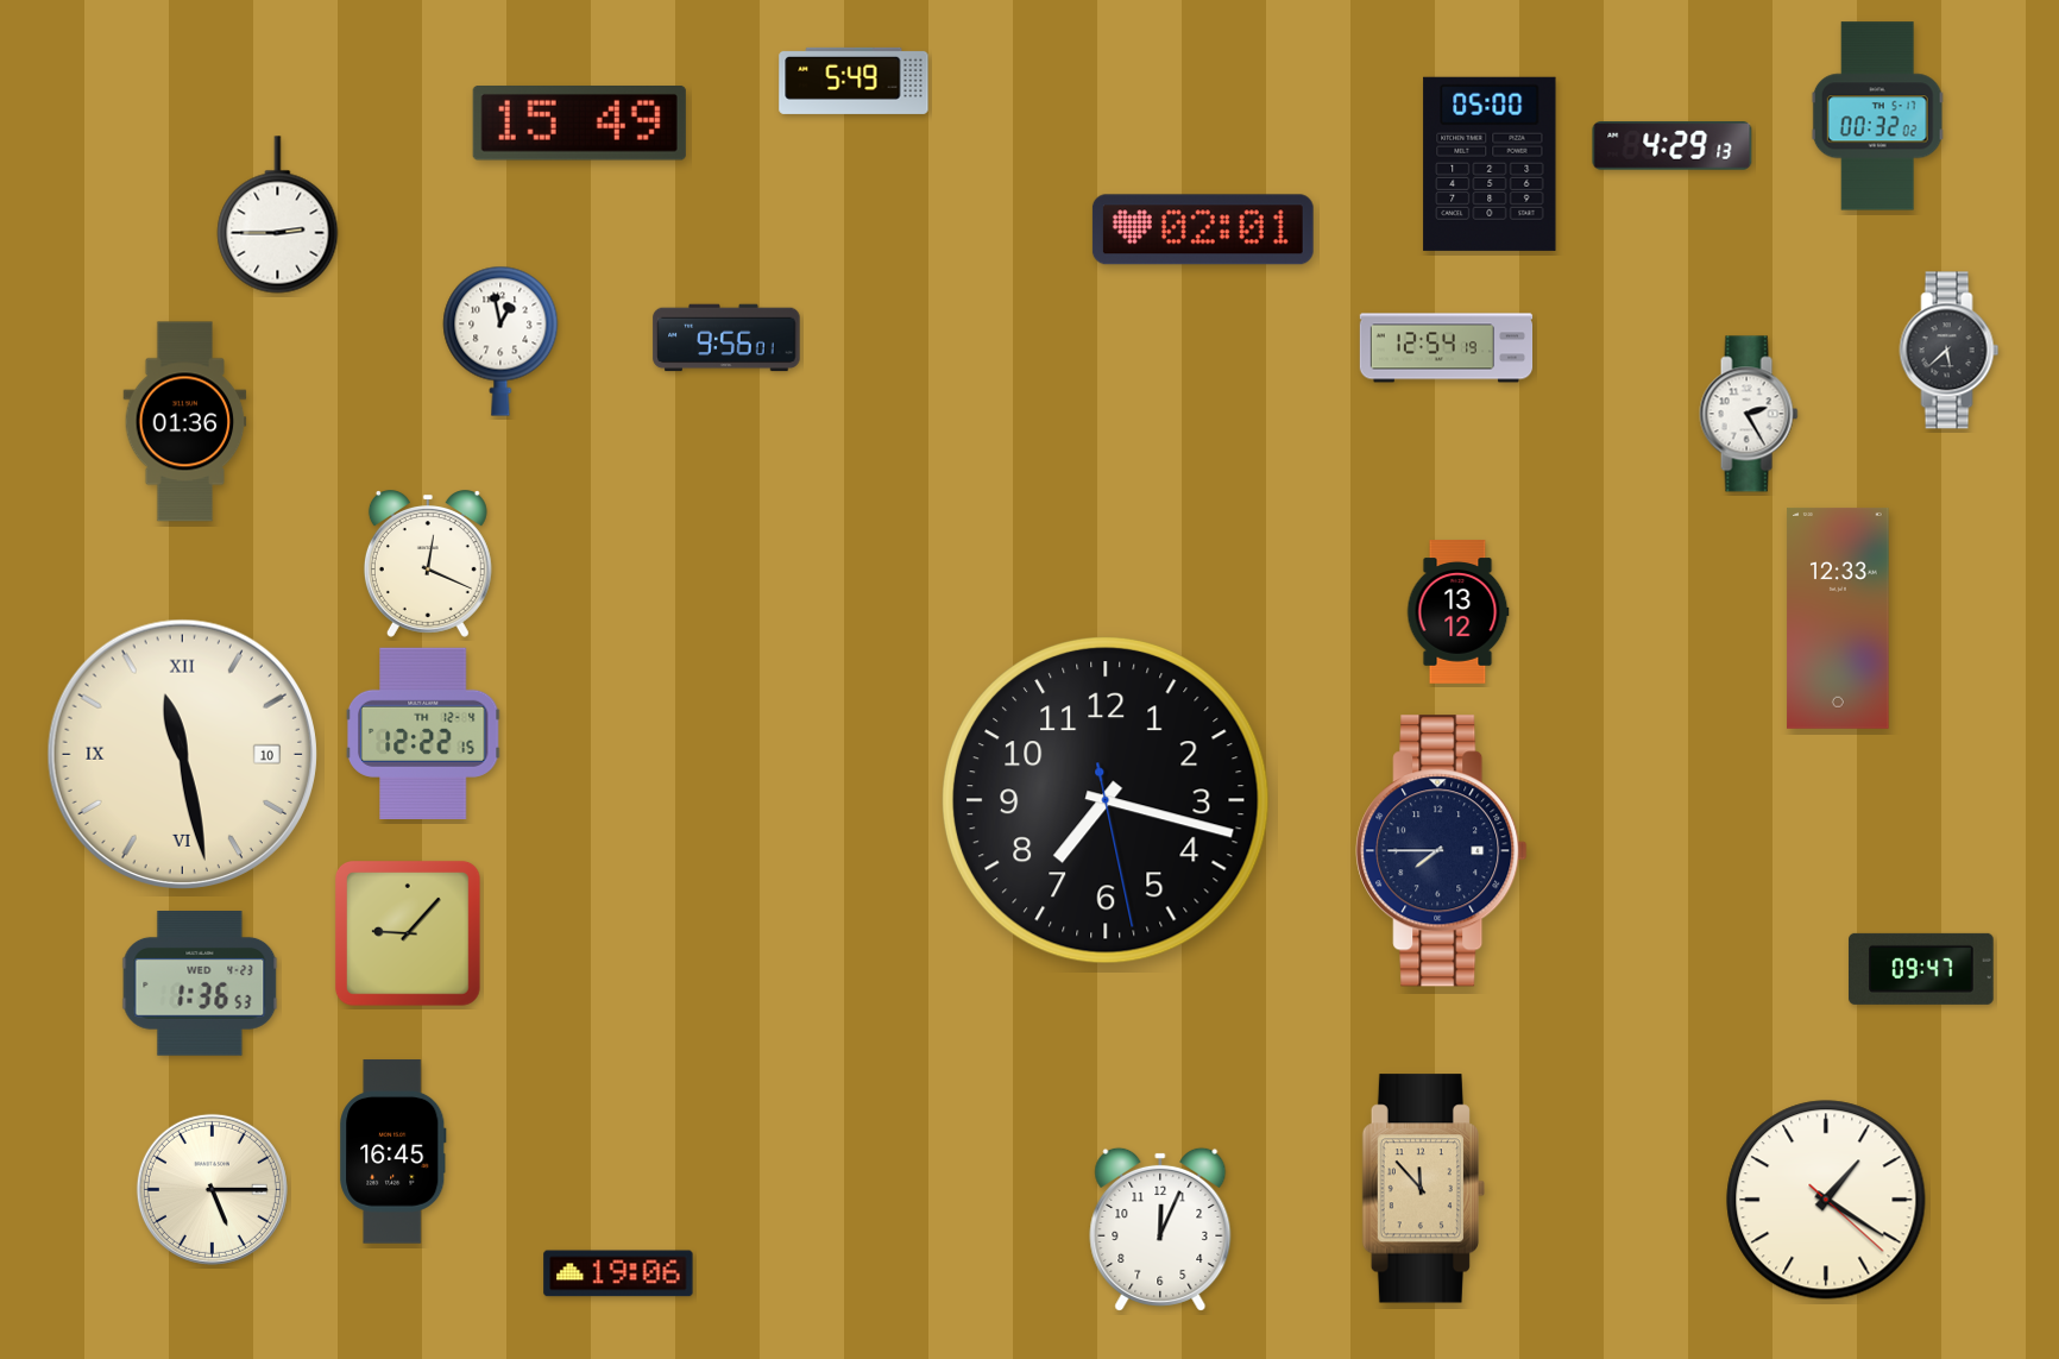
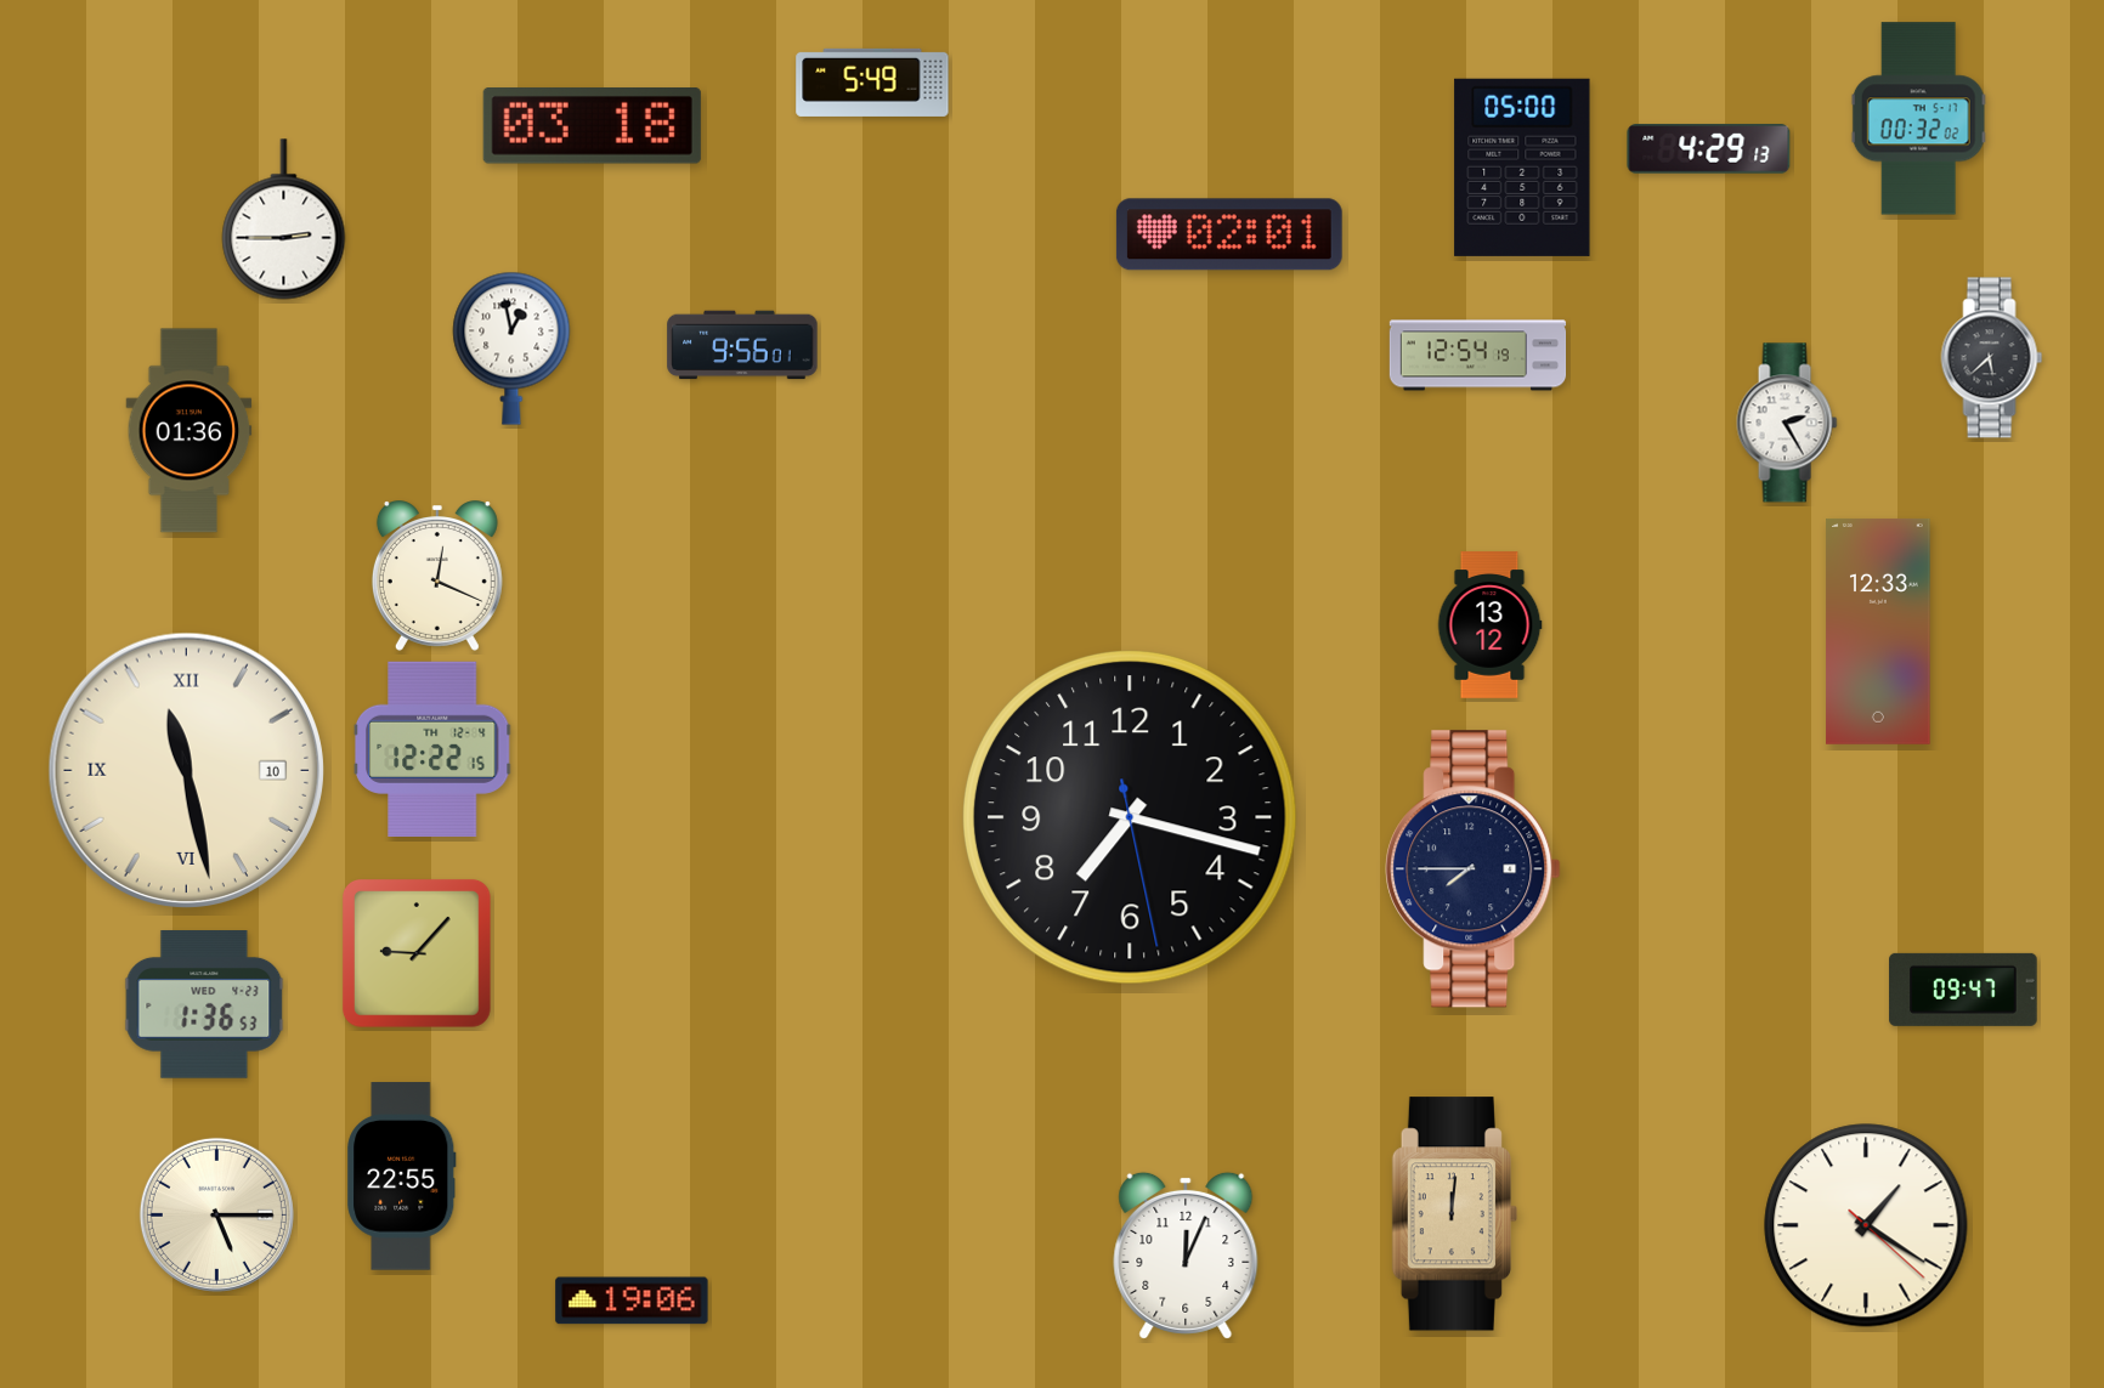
clock at (579, 124): 15:49 -> 03:18
clock at (393, 1152): 16:45 -> 22:55
clock at (1423, 1189): 11:53 -> 12:01
